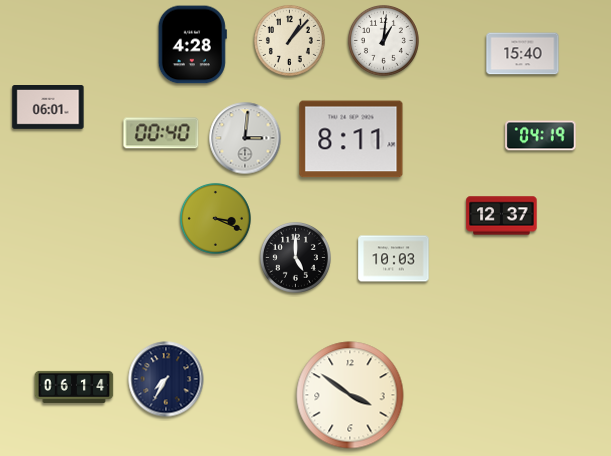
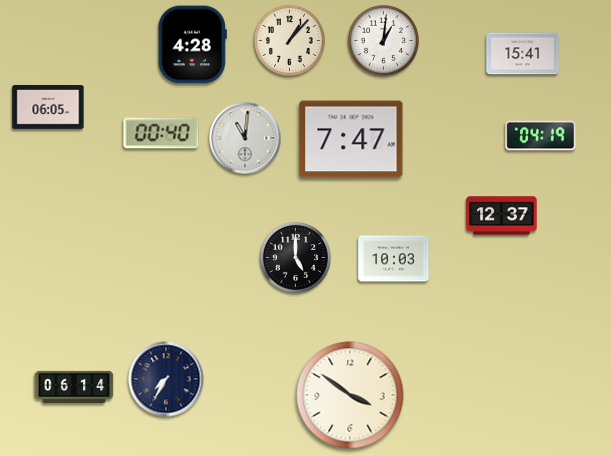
clock at (523, 54): 15:40 -> 15:41
clock at (48, 108): 06:01 -> 06:05
clock at (245, 138): 3:01 -> 11:01
clock at (351, 139): 8:11 -> 7:47
clock at (215, 218): 3:19 -> none
